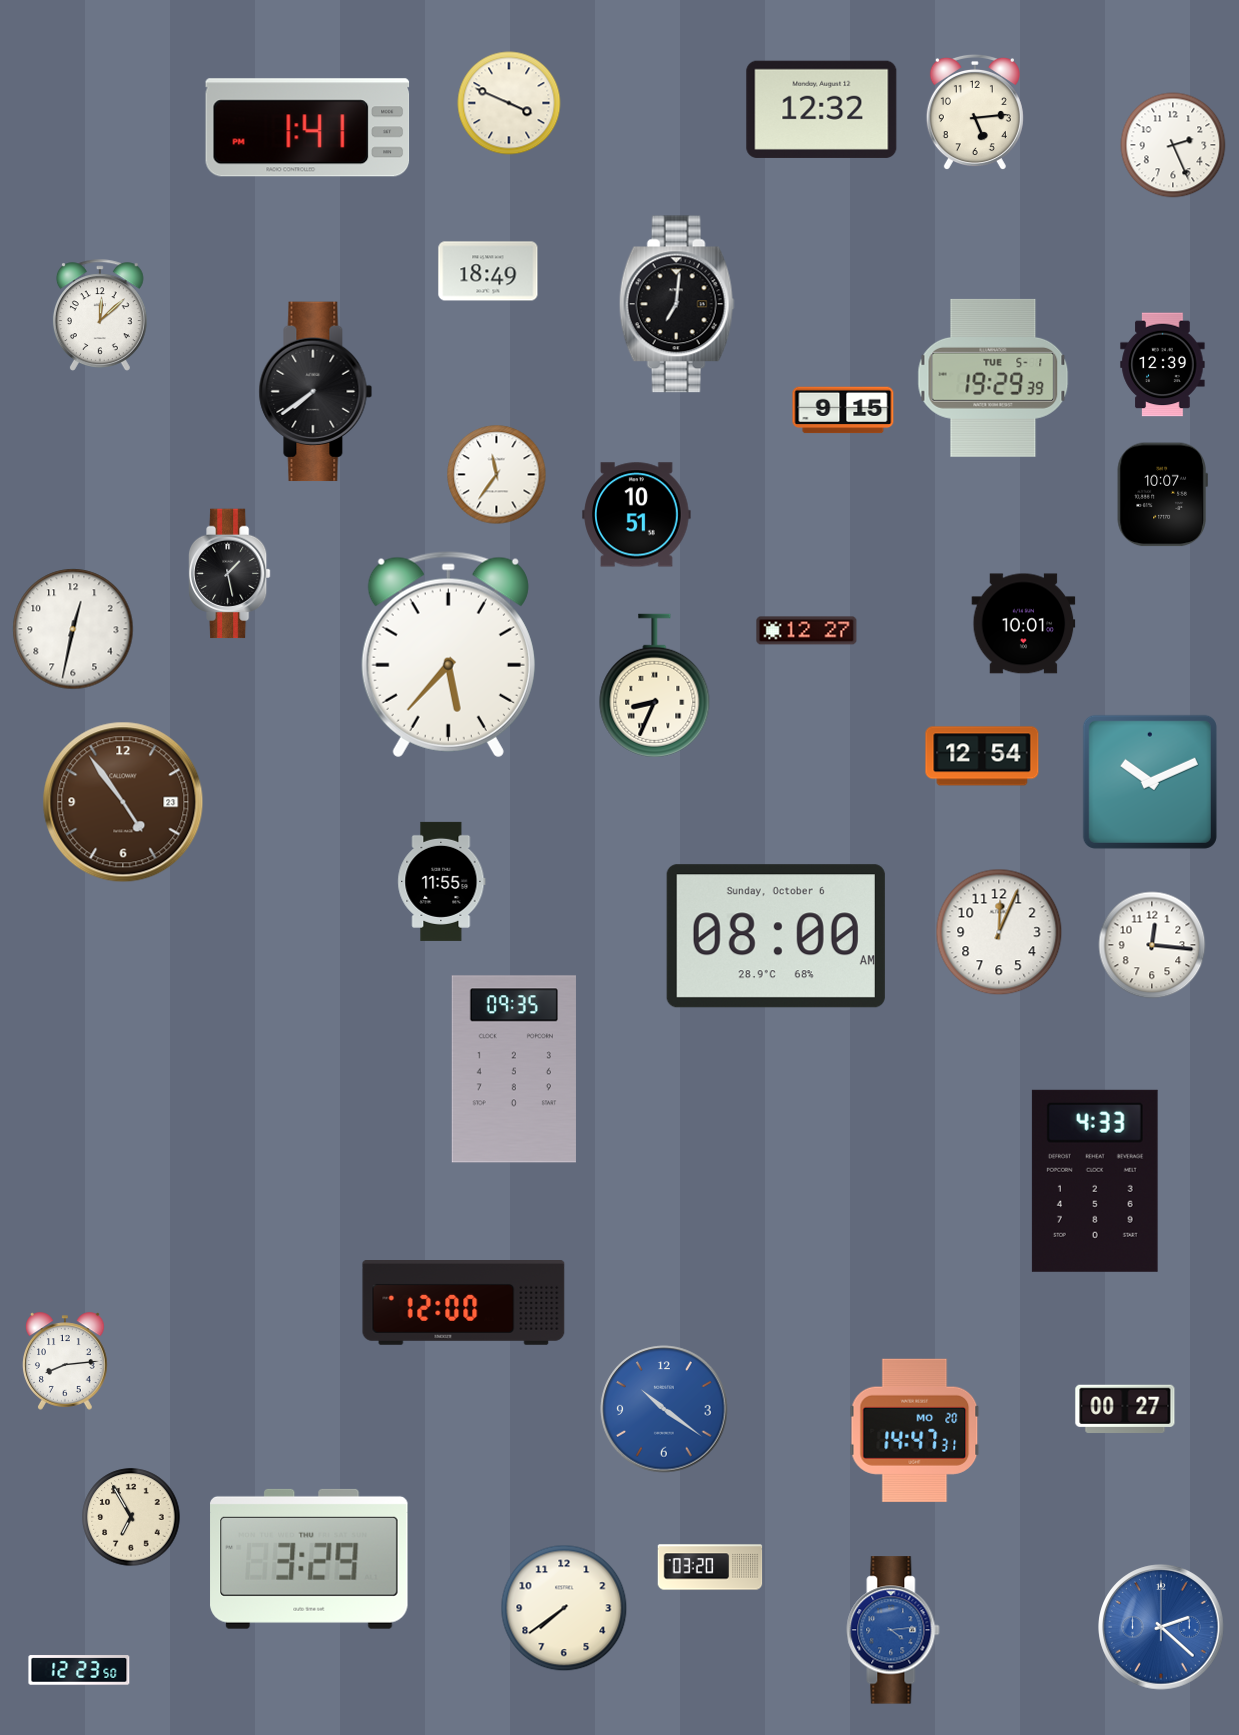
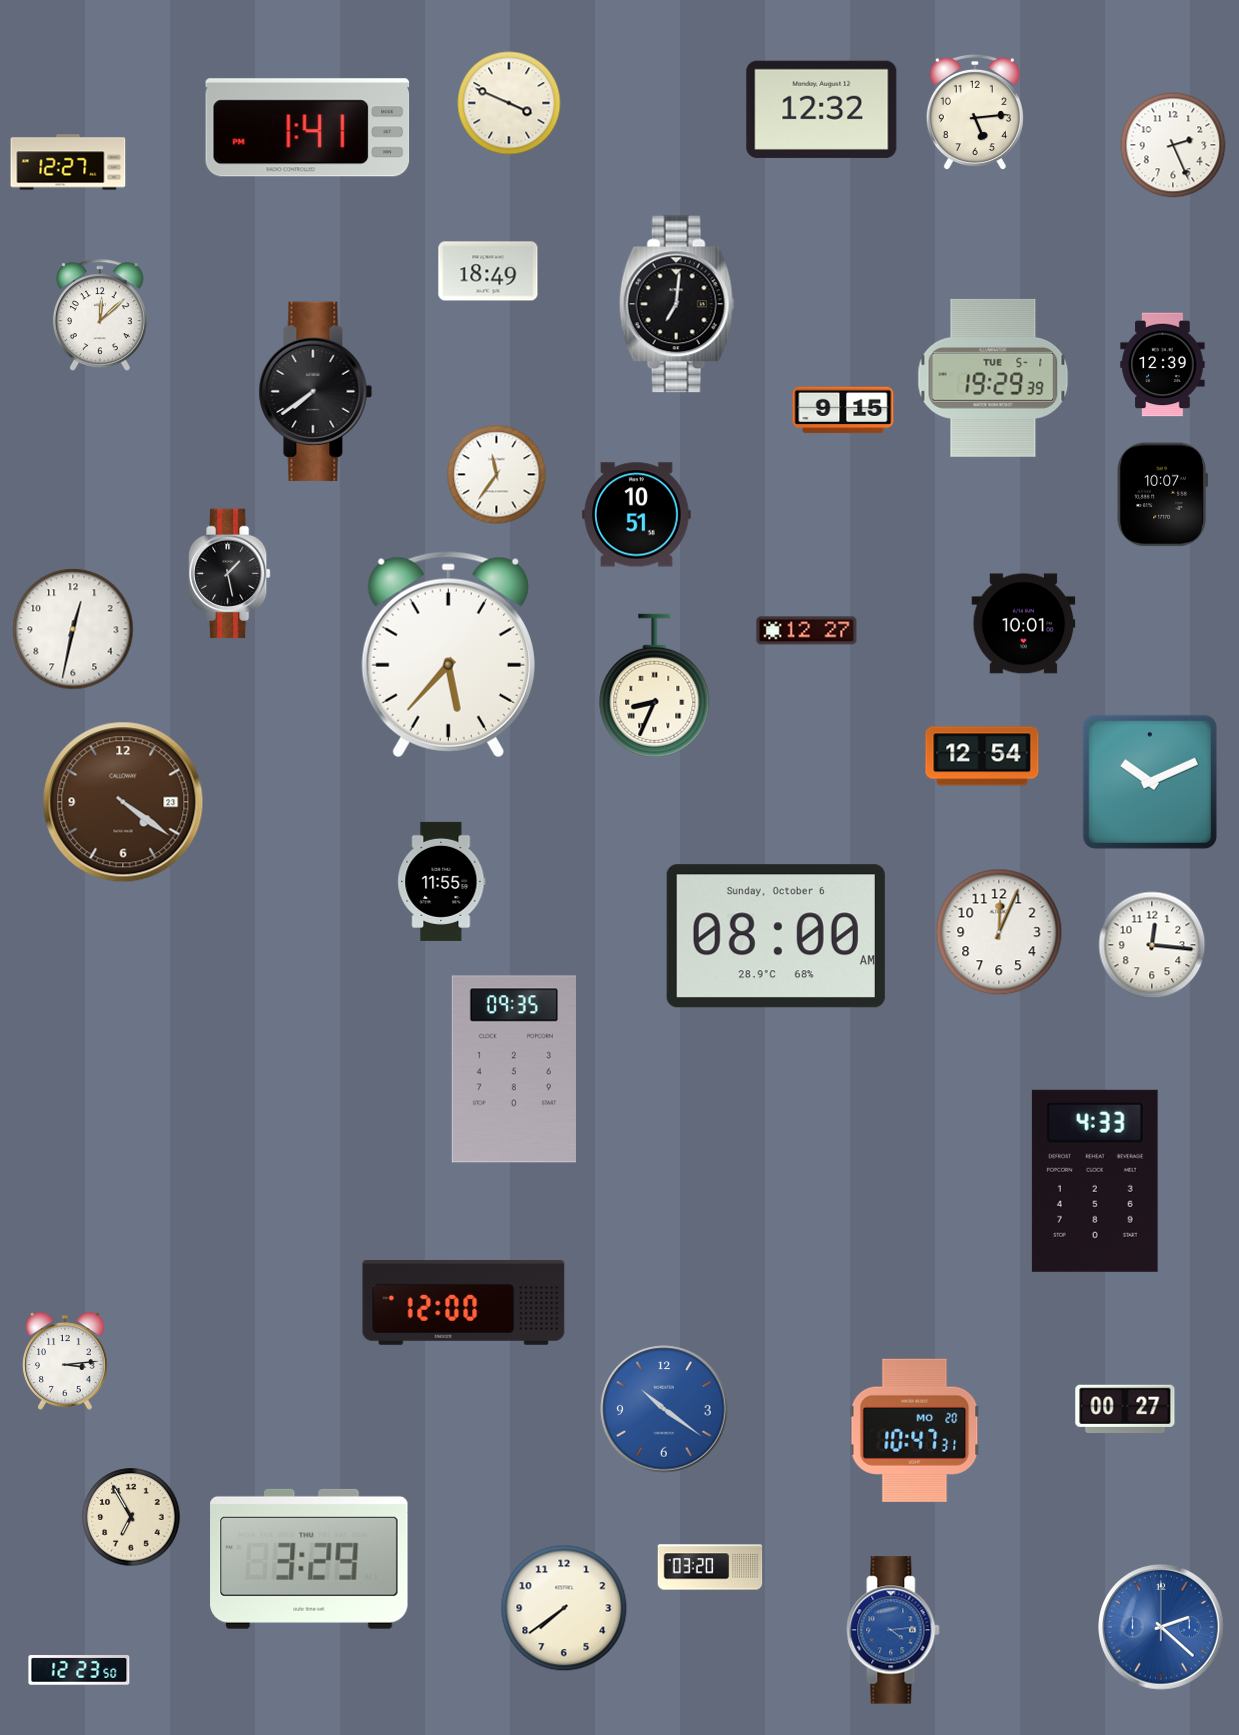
clock at (68, 162): none -> 12:27
clock at (123, 802): 4:54 -> 4:21
clock at (66, 1361): 8:14 -> 3:14
clock at (915, 1430): 14:47 -> 10:47
